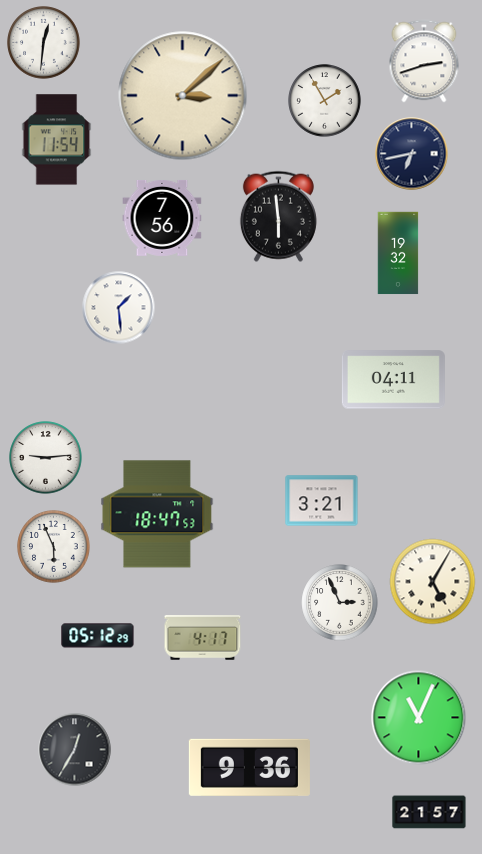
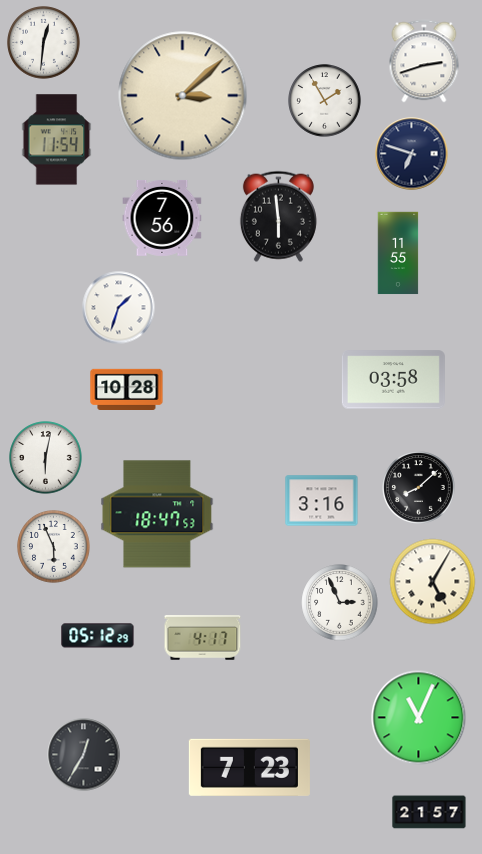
clock at (412, 154): 6:43 -> 6:48
clock at (398, 253): 19:32 -> 11:55
clock at (119, 308): 1:29 -> 1:33
clock at (393, 380): 04:11 -> 03:58
clock at (127, 389): none -> 10:28
clock at (46, 458): 9:14 -> 6:02
clock at (419, 488): none -> 8:08
clock at (322, 501): 3:21 -> 3:16
clock at (75, 750) position: (75, 750) -> (84, 755)
clock at (249, 767): 9:36 -> 7:23
